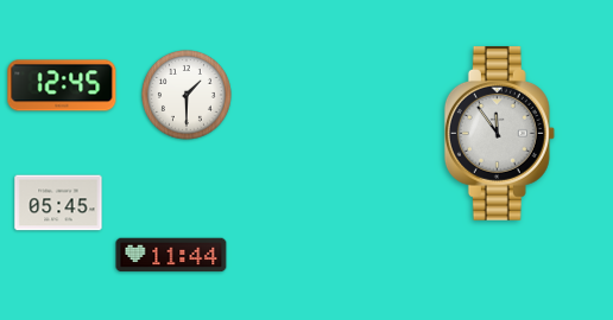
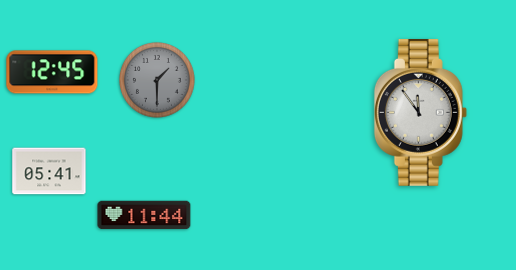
clock at (188, 96) dial: white -> grey
clock at (58, 203): 05:45 -> 05:41
